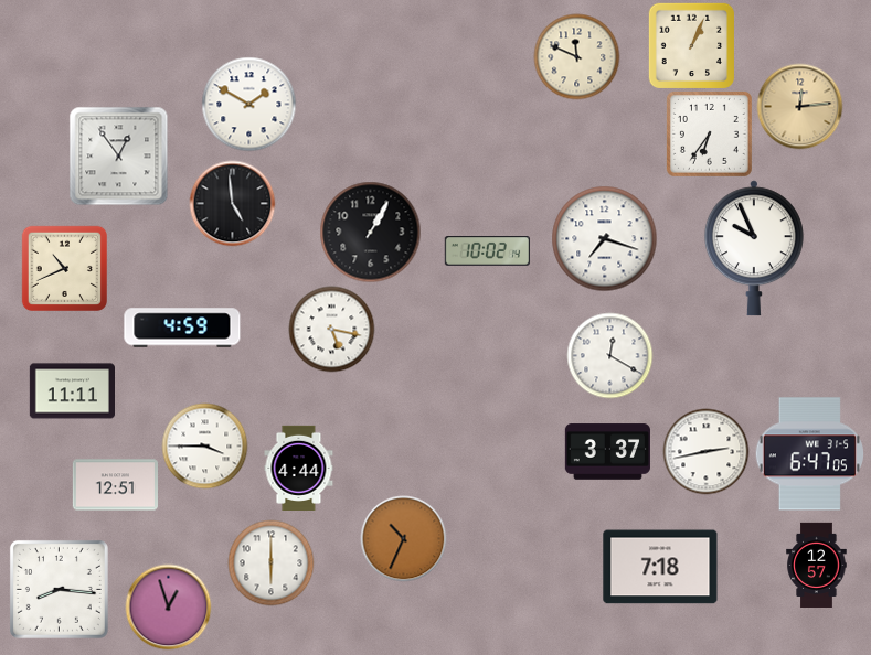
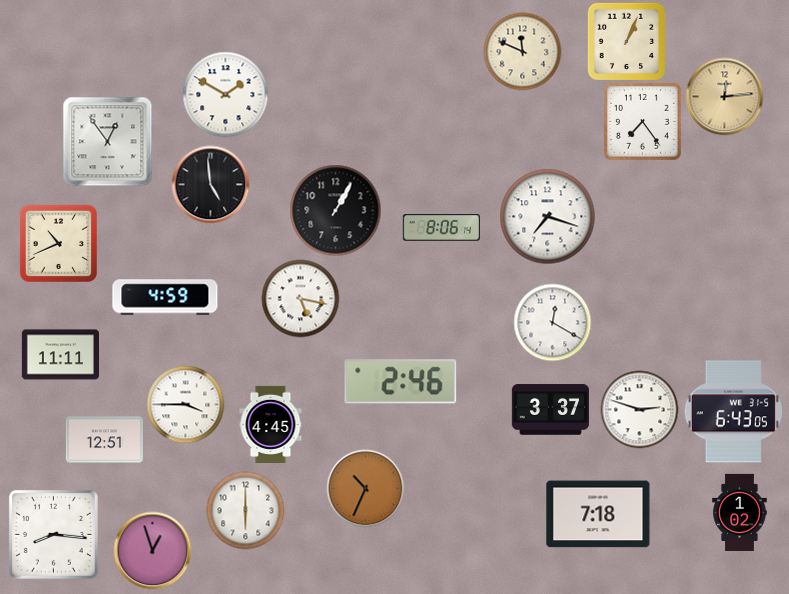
clock at (709, 133): 6:36 -> 7:24
clock at (754, 248): 9:56 -> none
clock at (487, 251): 10:02 -> 8:06
clock at (72, 391) position: (72, 391) -> (60, 355)
clock at (401, 382): none -> 2:46
clock at (705, 451): 2:43 -> 2:48
clock at (809, 454): 6:47 -> 6:43
clock at (299, 468): 4:44 -> 4:45
clock at (817, 565): 12:57 -> 1:02
